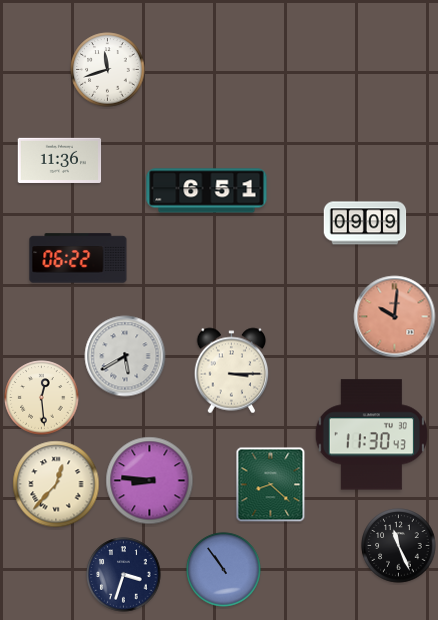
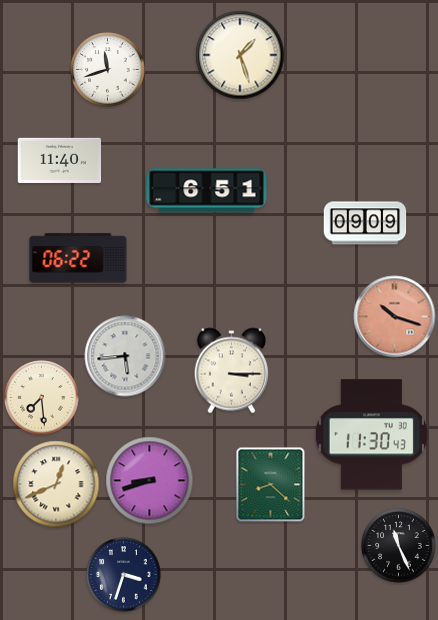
clock at (240, 55): none -> 1:27
clock at (60, 160): 11:36 -> 11:40
clock at (395, 317): 10:01 -> 10:18
clock at (125, 356): 5:40 -> 5:44
clock at (42, 398): 12:29 -> 7:29
clock at (150, 481): 8:46 -> 8:42
clock at (56, 484): 12:37 -> 12:41
clock at (224, 570): 10:54 -> none
